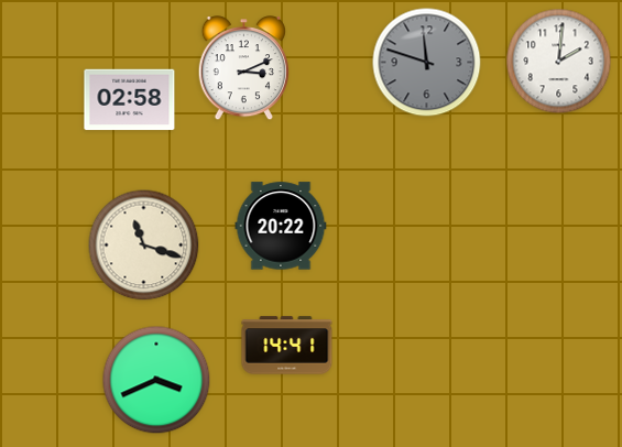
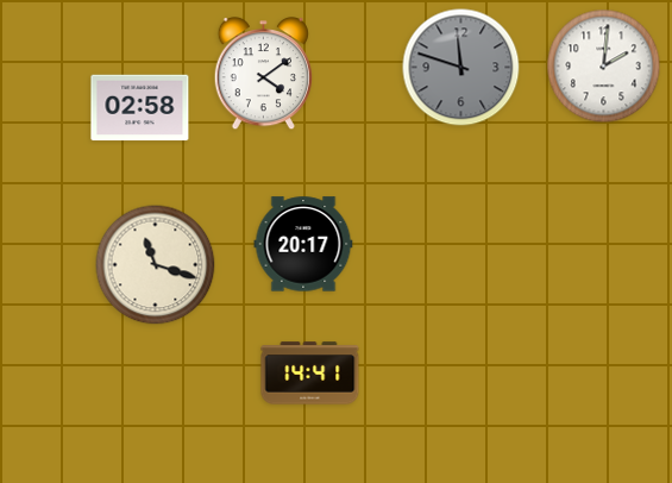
clock at (243, 68): 3:11 -> 4:09
clock at (281, 226): 20:22 -> 20:17
clock at (156, 380): 3:41 -> none
